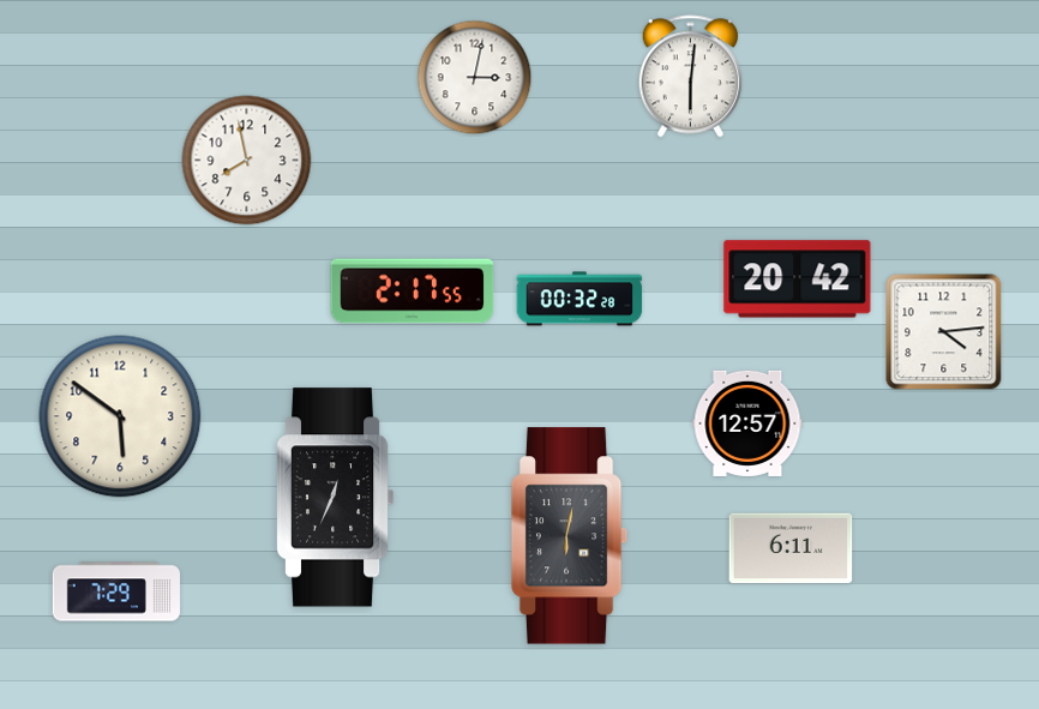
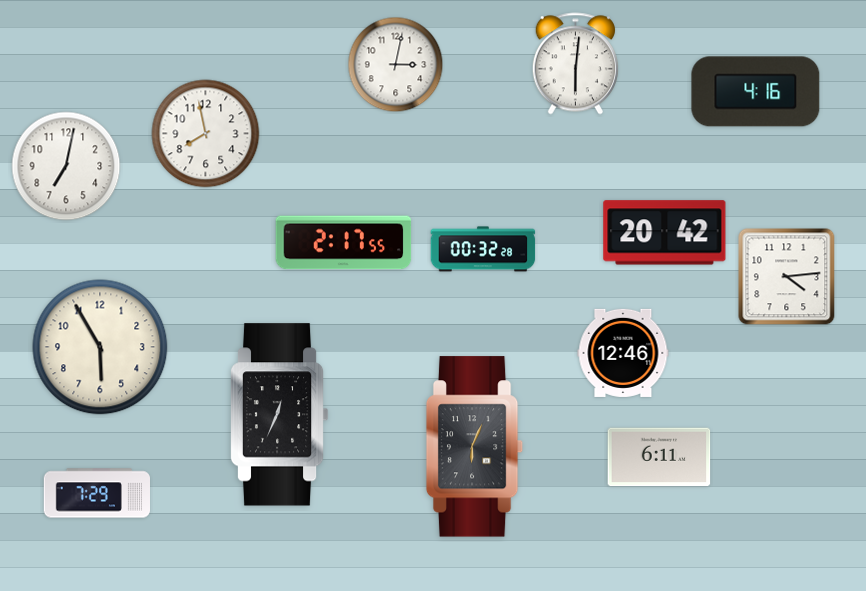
clock at (756, 92): none -> 4:16
clock at (66, 166): none -> 7:02
clock at (120, 416): 5:51 -> 5:55
clock at (747, 423): 12:57 -> 12:46
clock at (570, 536): 6:02 -> 6:04
